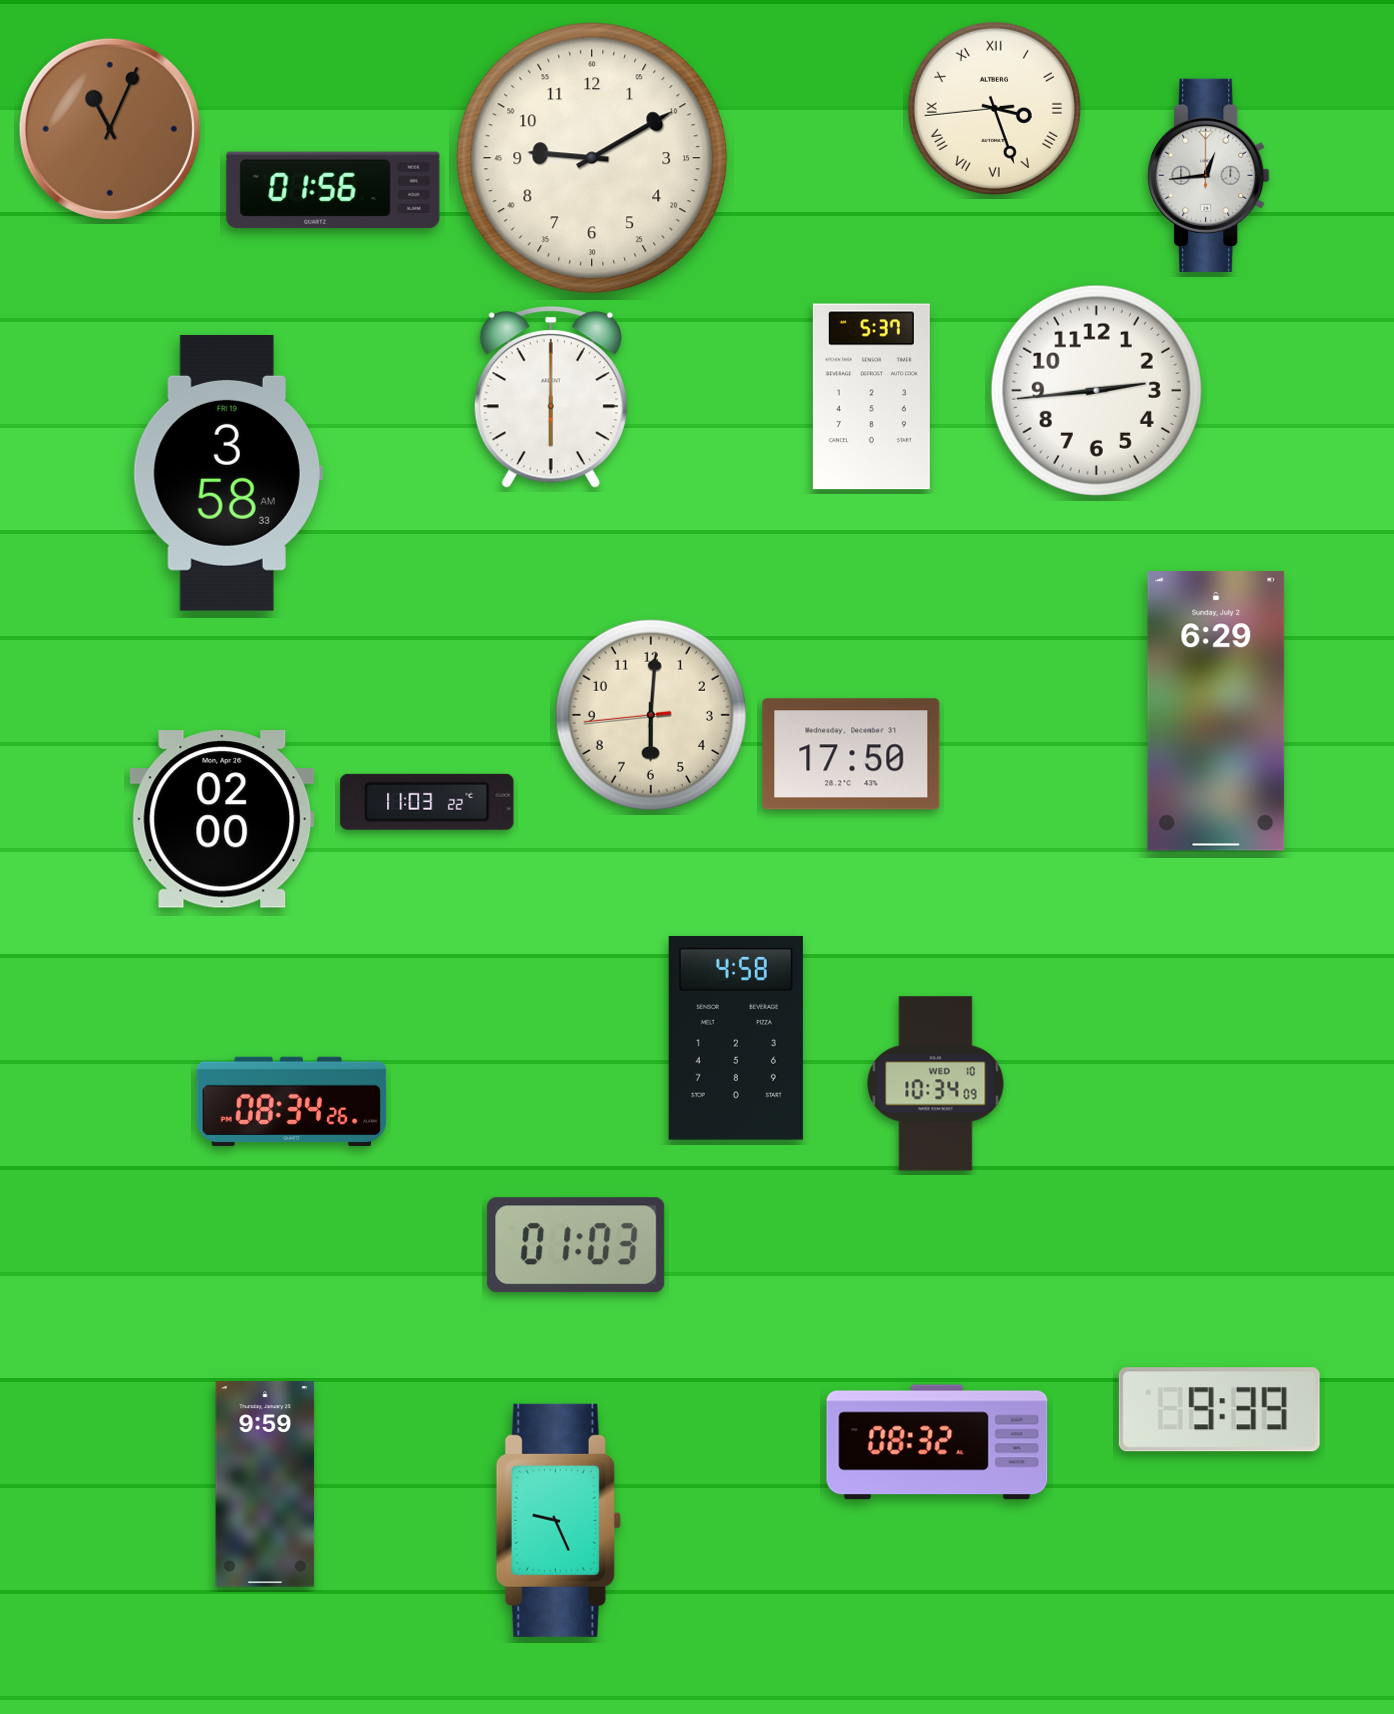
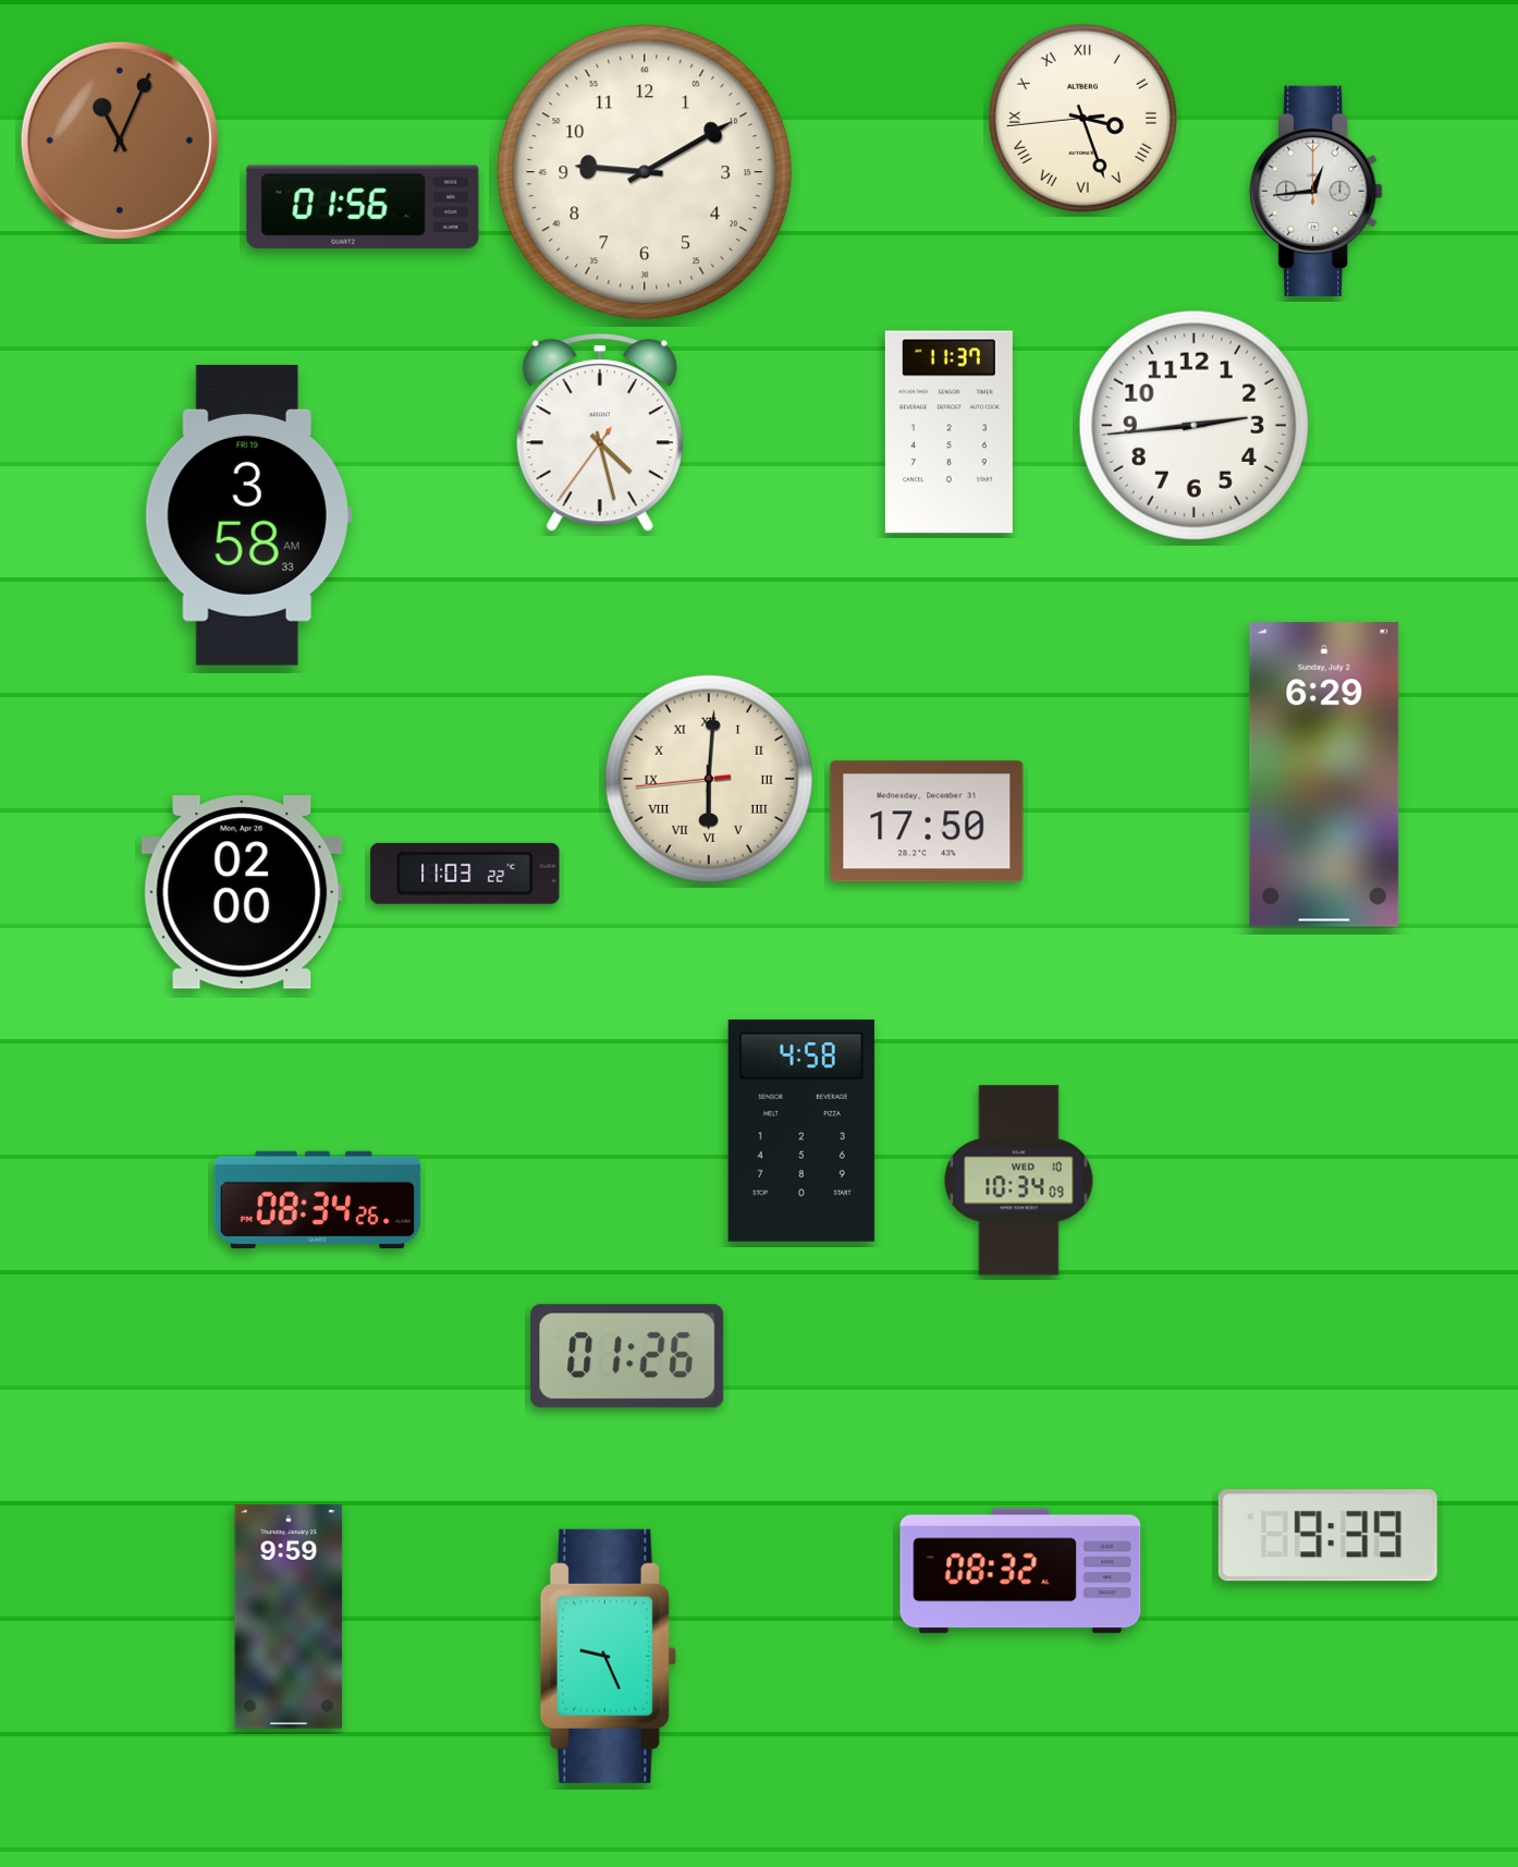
clock at (551, 397): 6:00 -> 4:27
clock at (871, 397): 5:37 -> 11:37
clock at (651, 715) numerals: Arabic -> Roman
clock at (576, 1245): 01:03 -> 01:26
